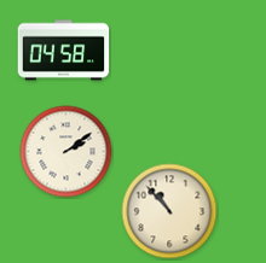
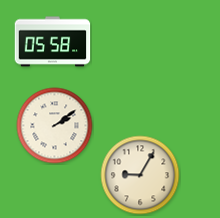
clock at (64, 51): 04:58 -> 05:58
clock at (169, 211): 10:53 -> 9:05
